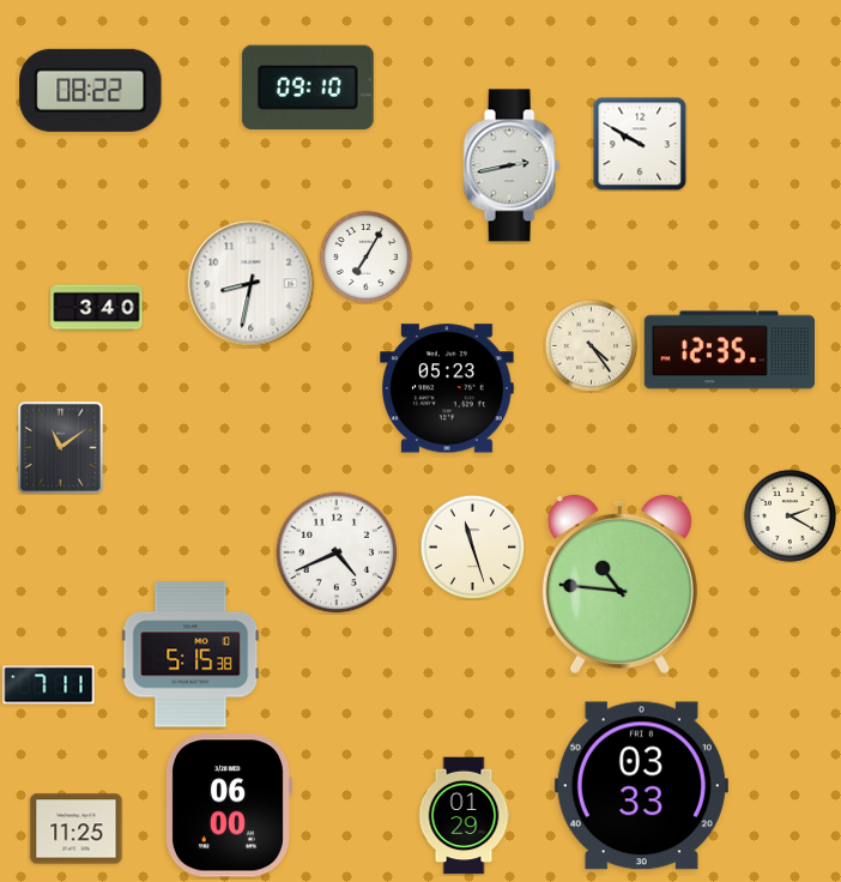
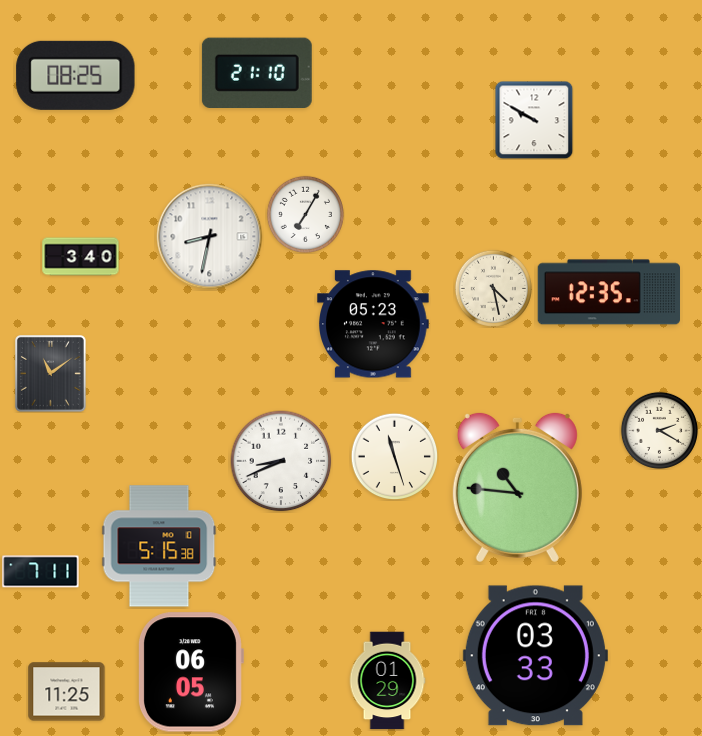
clock at (308, 86): 09:10 -> 21:10
clock at (91, 90): 08:22 -> 08:25
clock at (512, 165): 2:43 -> none
clock at (591, 345): 4:24 -> 4:28
clock at (337, 552): 4:41 -> 8:41
clock at (228, 805): 06:00 -> 06:05
clock at (77, 829) position: (77, 829) -> (67, 692)
